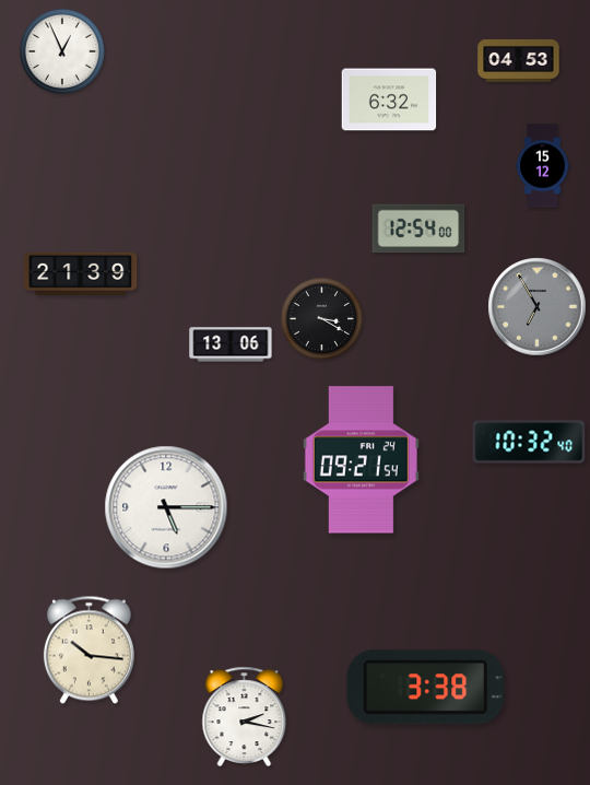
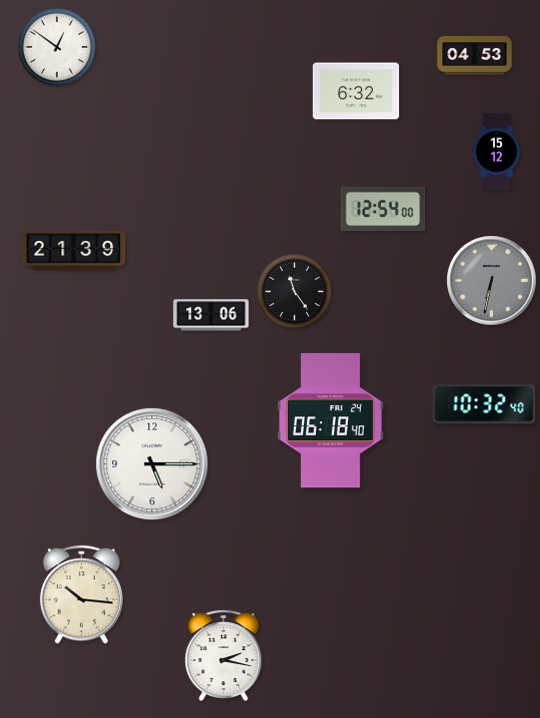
clock at (62, 51): 12:56 -> 12:51
clock at (538, 307): 6:55 -> 6:32
clock at (321, 318): 3:20 -> 11:24
clock at (361, 460): 09:21 -> 06:18
clock at (426, 688): 3:38 -> none
